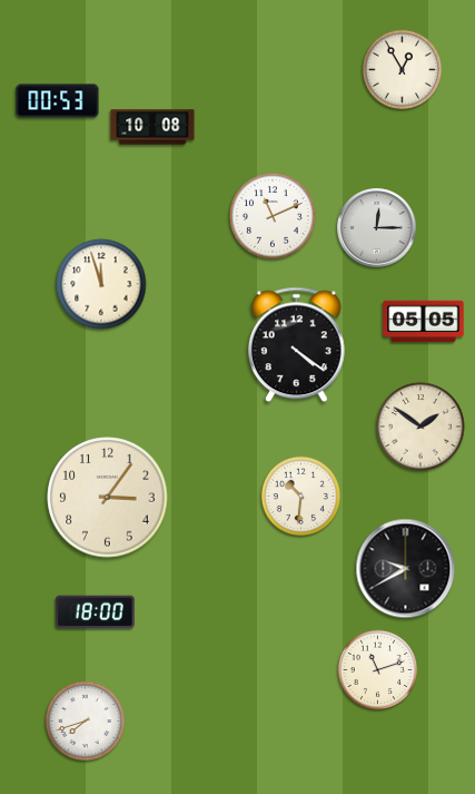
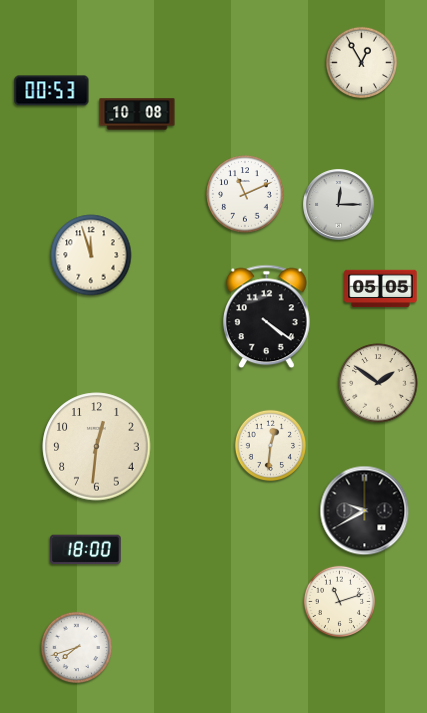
clock at (297, 345) position: (297, 345) -> (267, 317)
clock at (300, 496): 10:31 -> 12:31
clock at (108, 498): 3:06 -> 12:31
